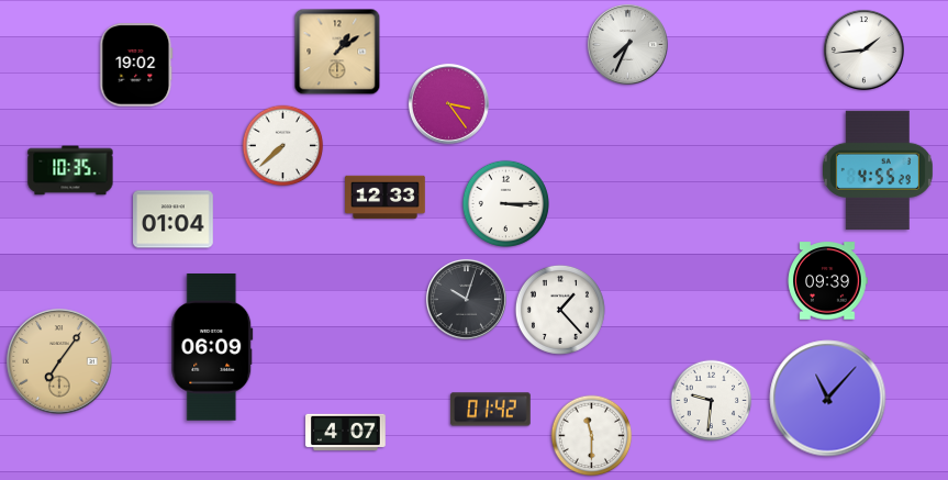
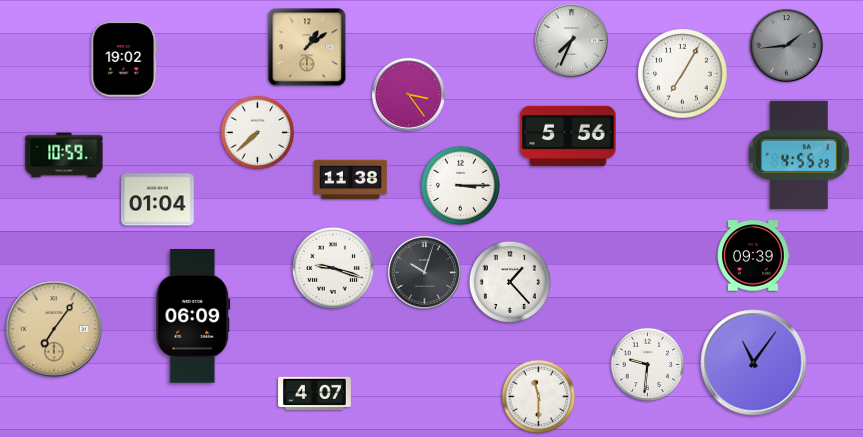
clock at (863, 49) dial: white -> grey
clock at (683, 74): none -> 7:05
clock at (568, 136): none -> 5:56
clock at (70, 170): 10:35 -> 10:59
clock at (386, 198): 12:33 -> 11:38
clock at (333, 268): none -> 9:18
clock at (828, 399): 11:07 -> 11:06
clock at (491, 410): 01:42 -> none
